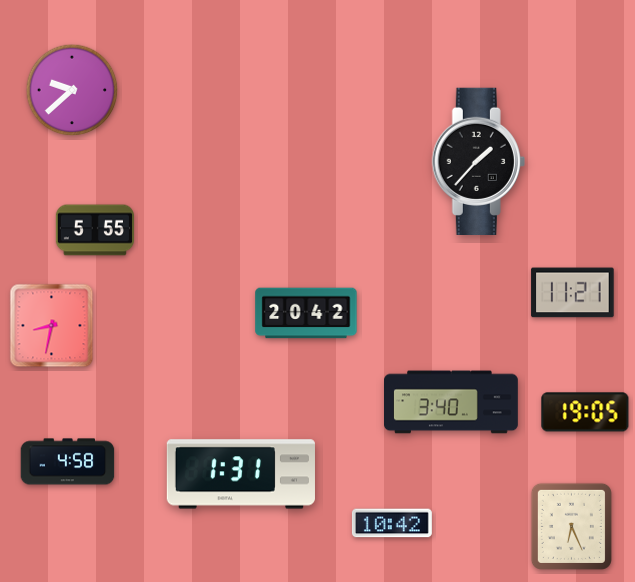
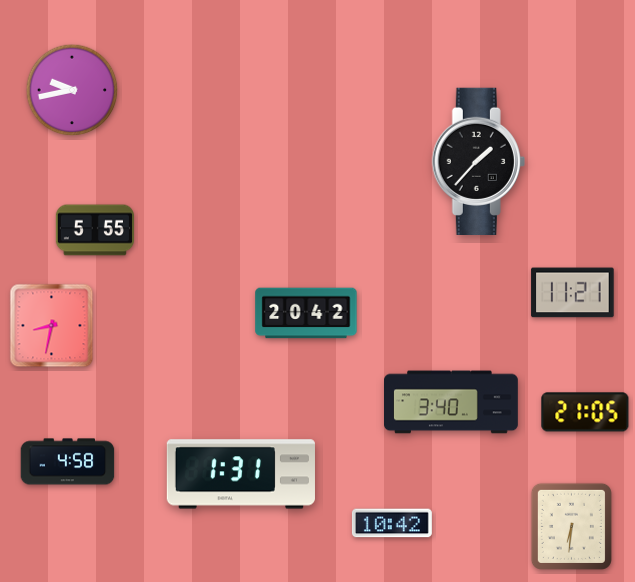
clock at (72, 90): 9:38 -> 9:43
clock at (585, 412): 19:05 -> 21:05
clock at (571, 526): 6:26 -> 6:31
